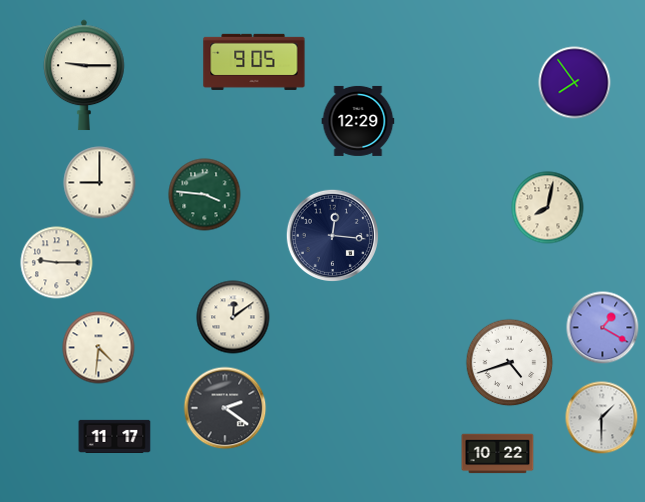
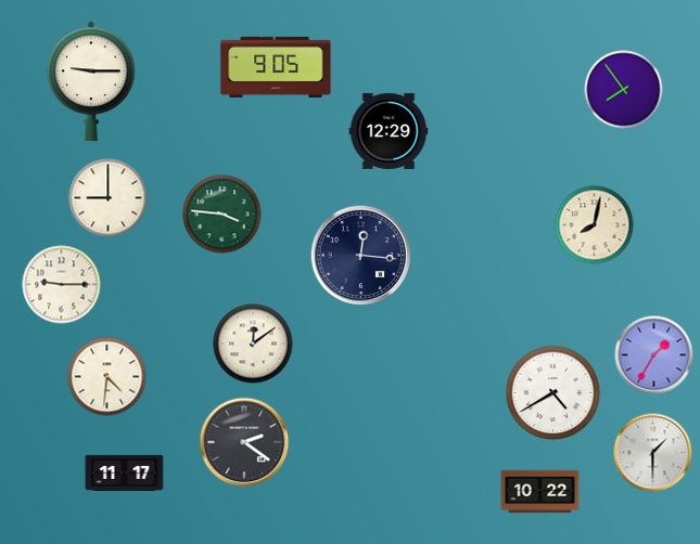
clock at (205, 195) position: (205, 195) -> (222, 215)
clock at (603, 328): 1:20 -> 1:35
clock at (510, 363): 4:42 -> 4:40
